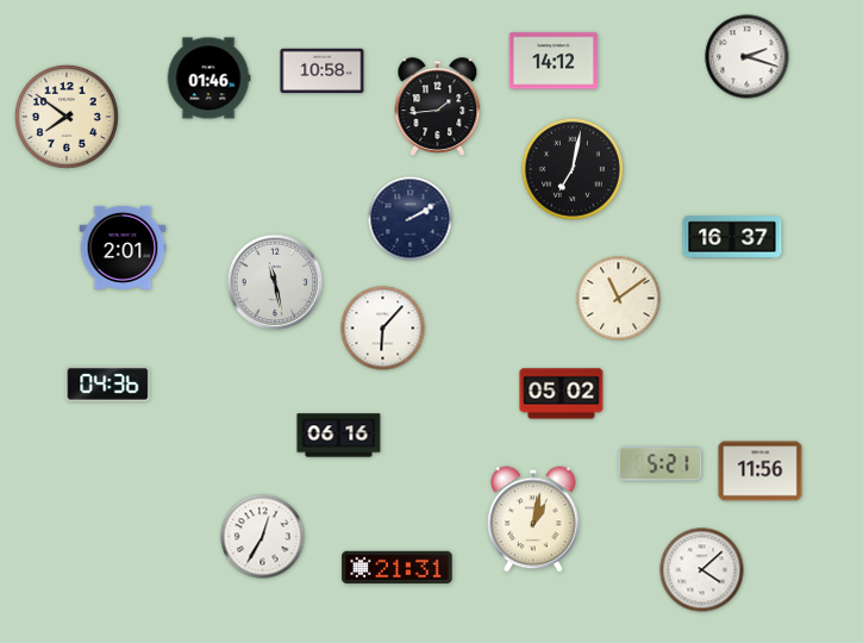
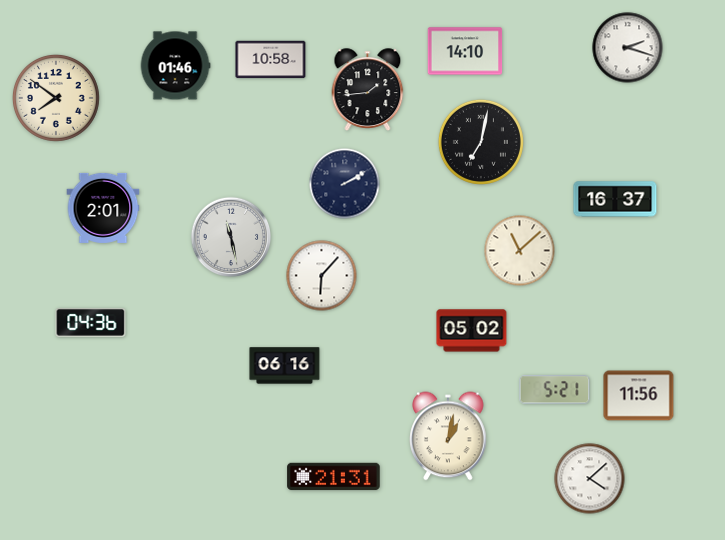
clock at (554, 61): 14:12 -> 14:10
clock at (619, 299): 11:09 -> 11:08
clock at (263, 537): 12:35 -> none
